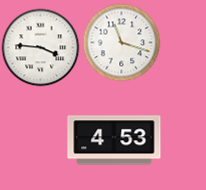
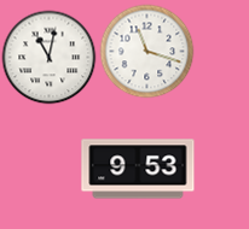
clock at (40, 47): 3:46 -> 11:02
clock at (114, 140): 4:53 -> 9:53
